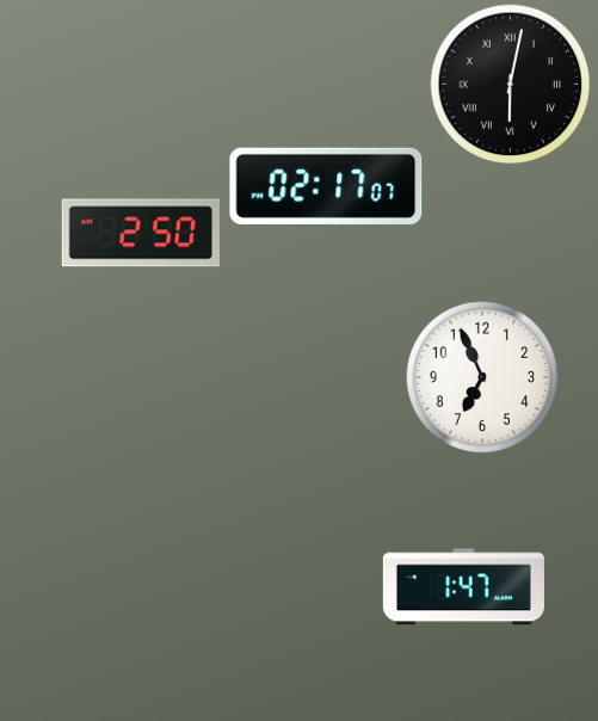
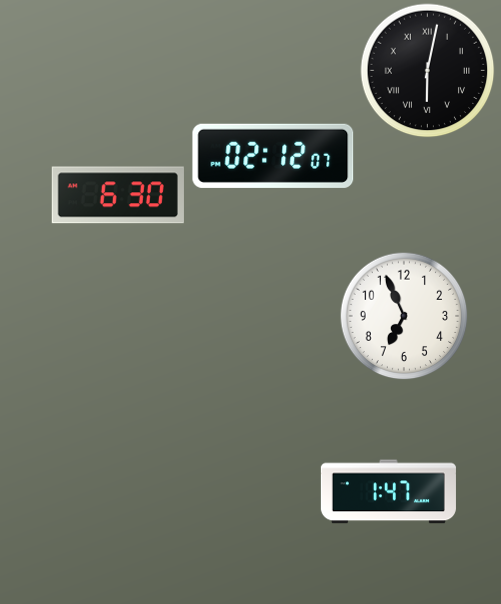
clock at (326, 186): 02:17 -> 02:12
clock at (141, 233): 2:50 -> 6:30
